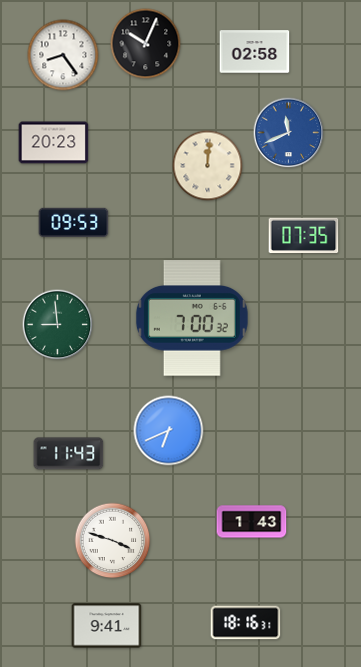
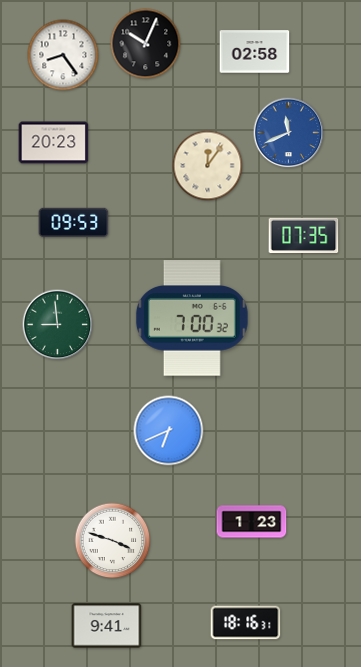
clock at (208, 166): 12:01 -> 12:06
clock at (69, 454): 11:43 -> none
clock at (252, 522): 1:43 -> 1:23
